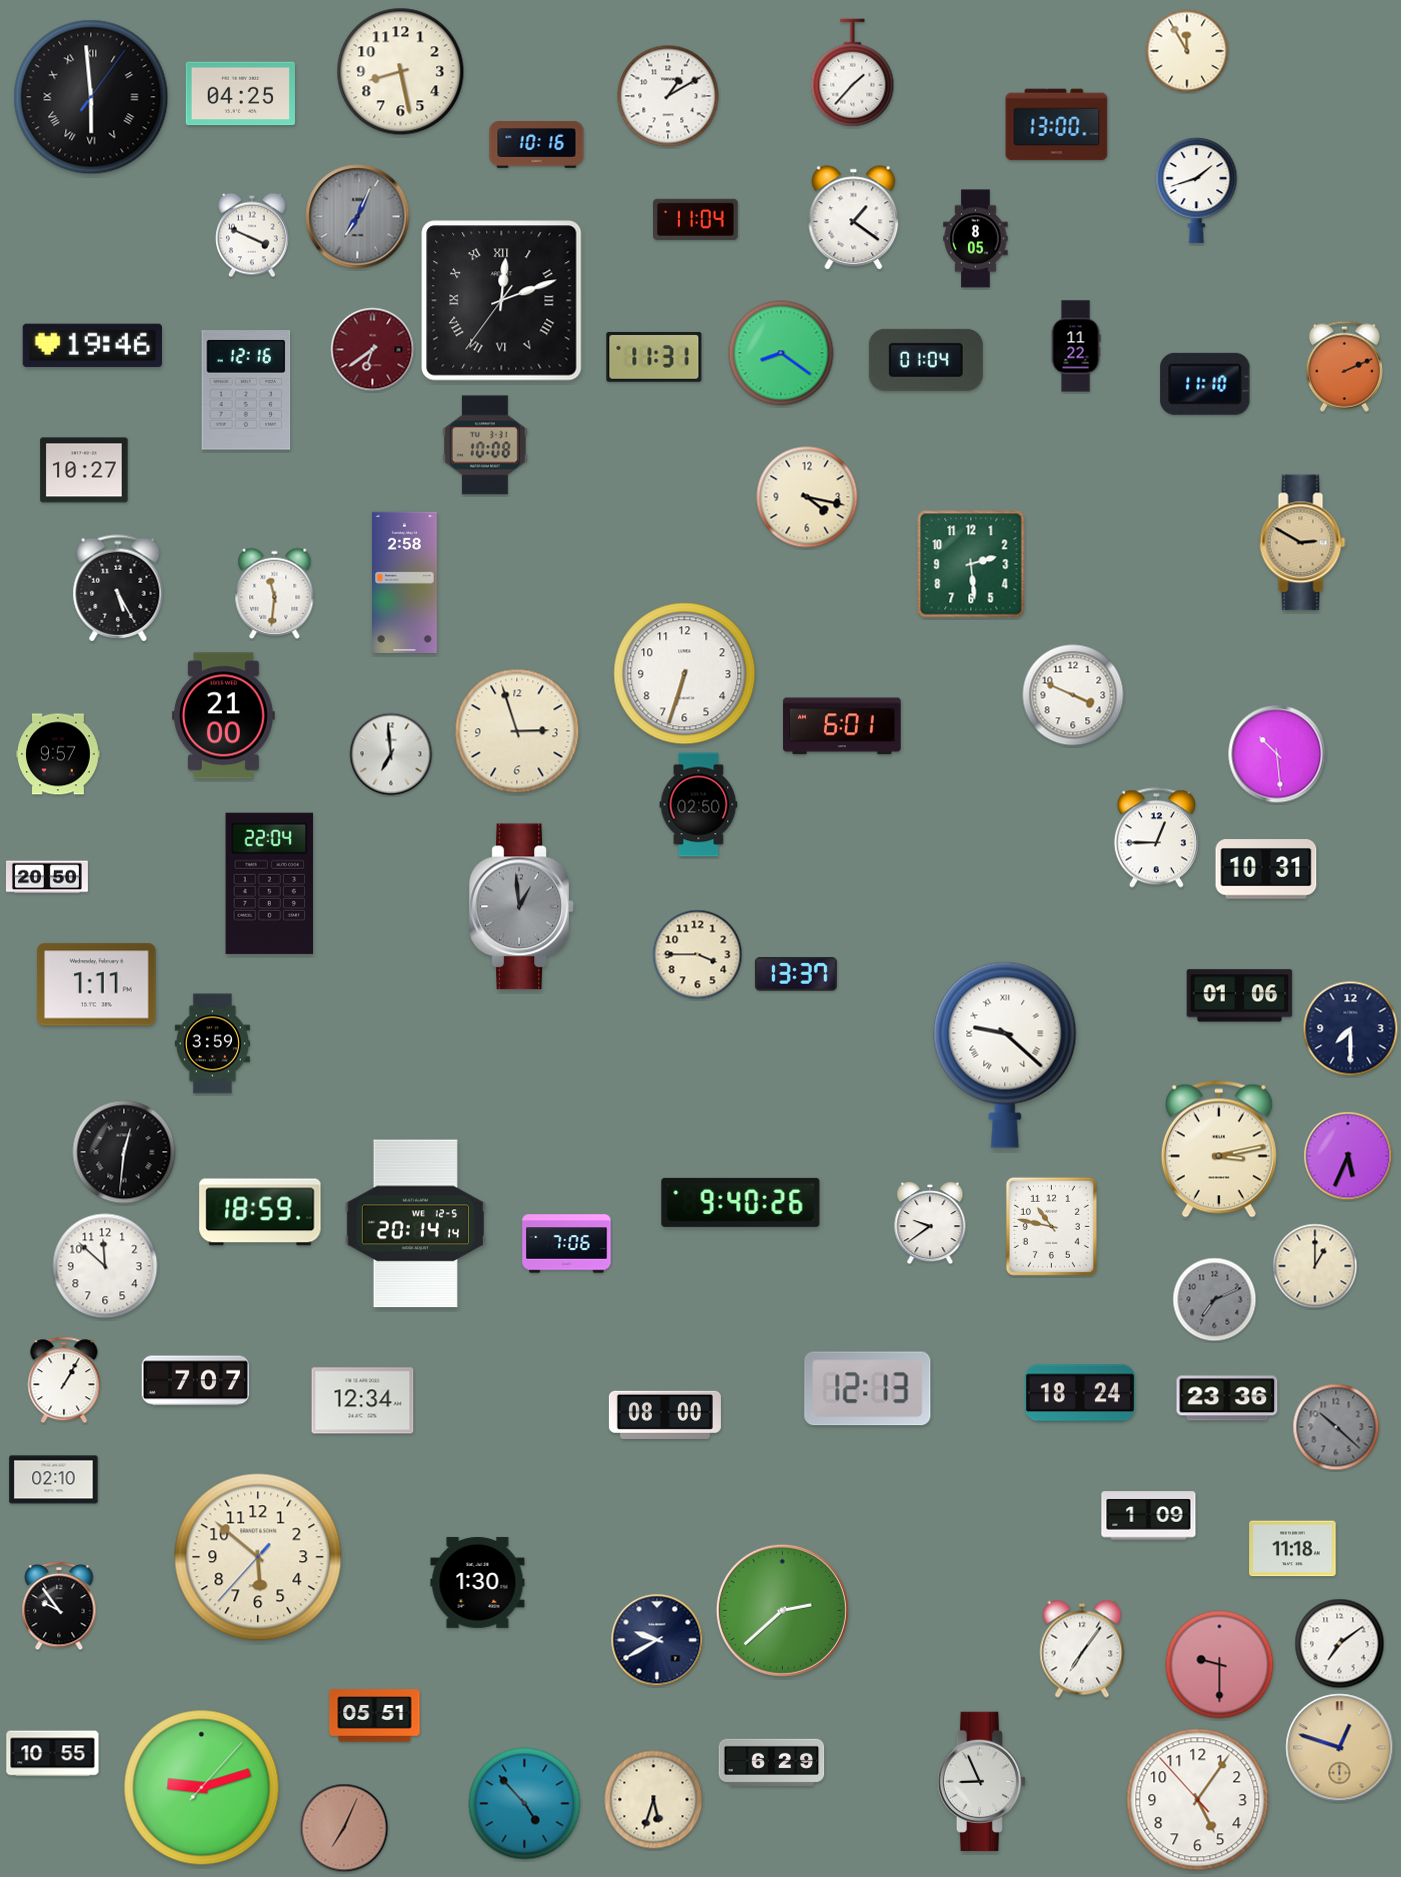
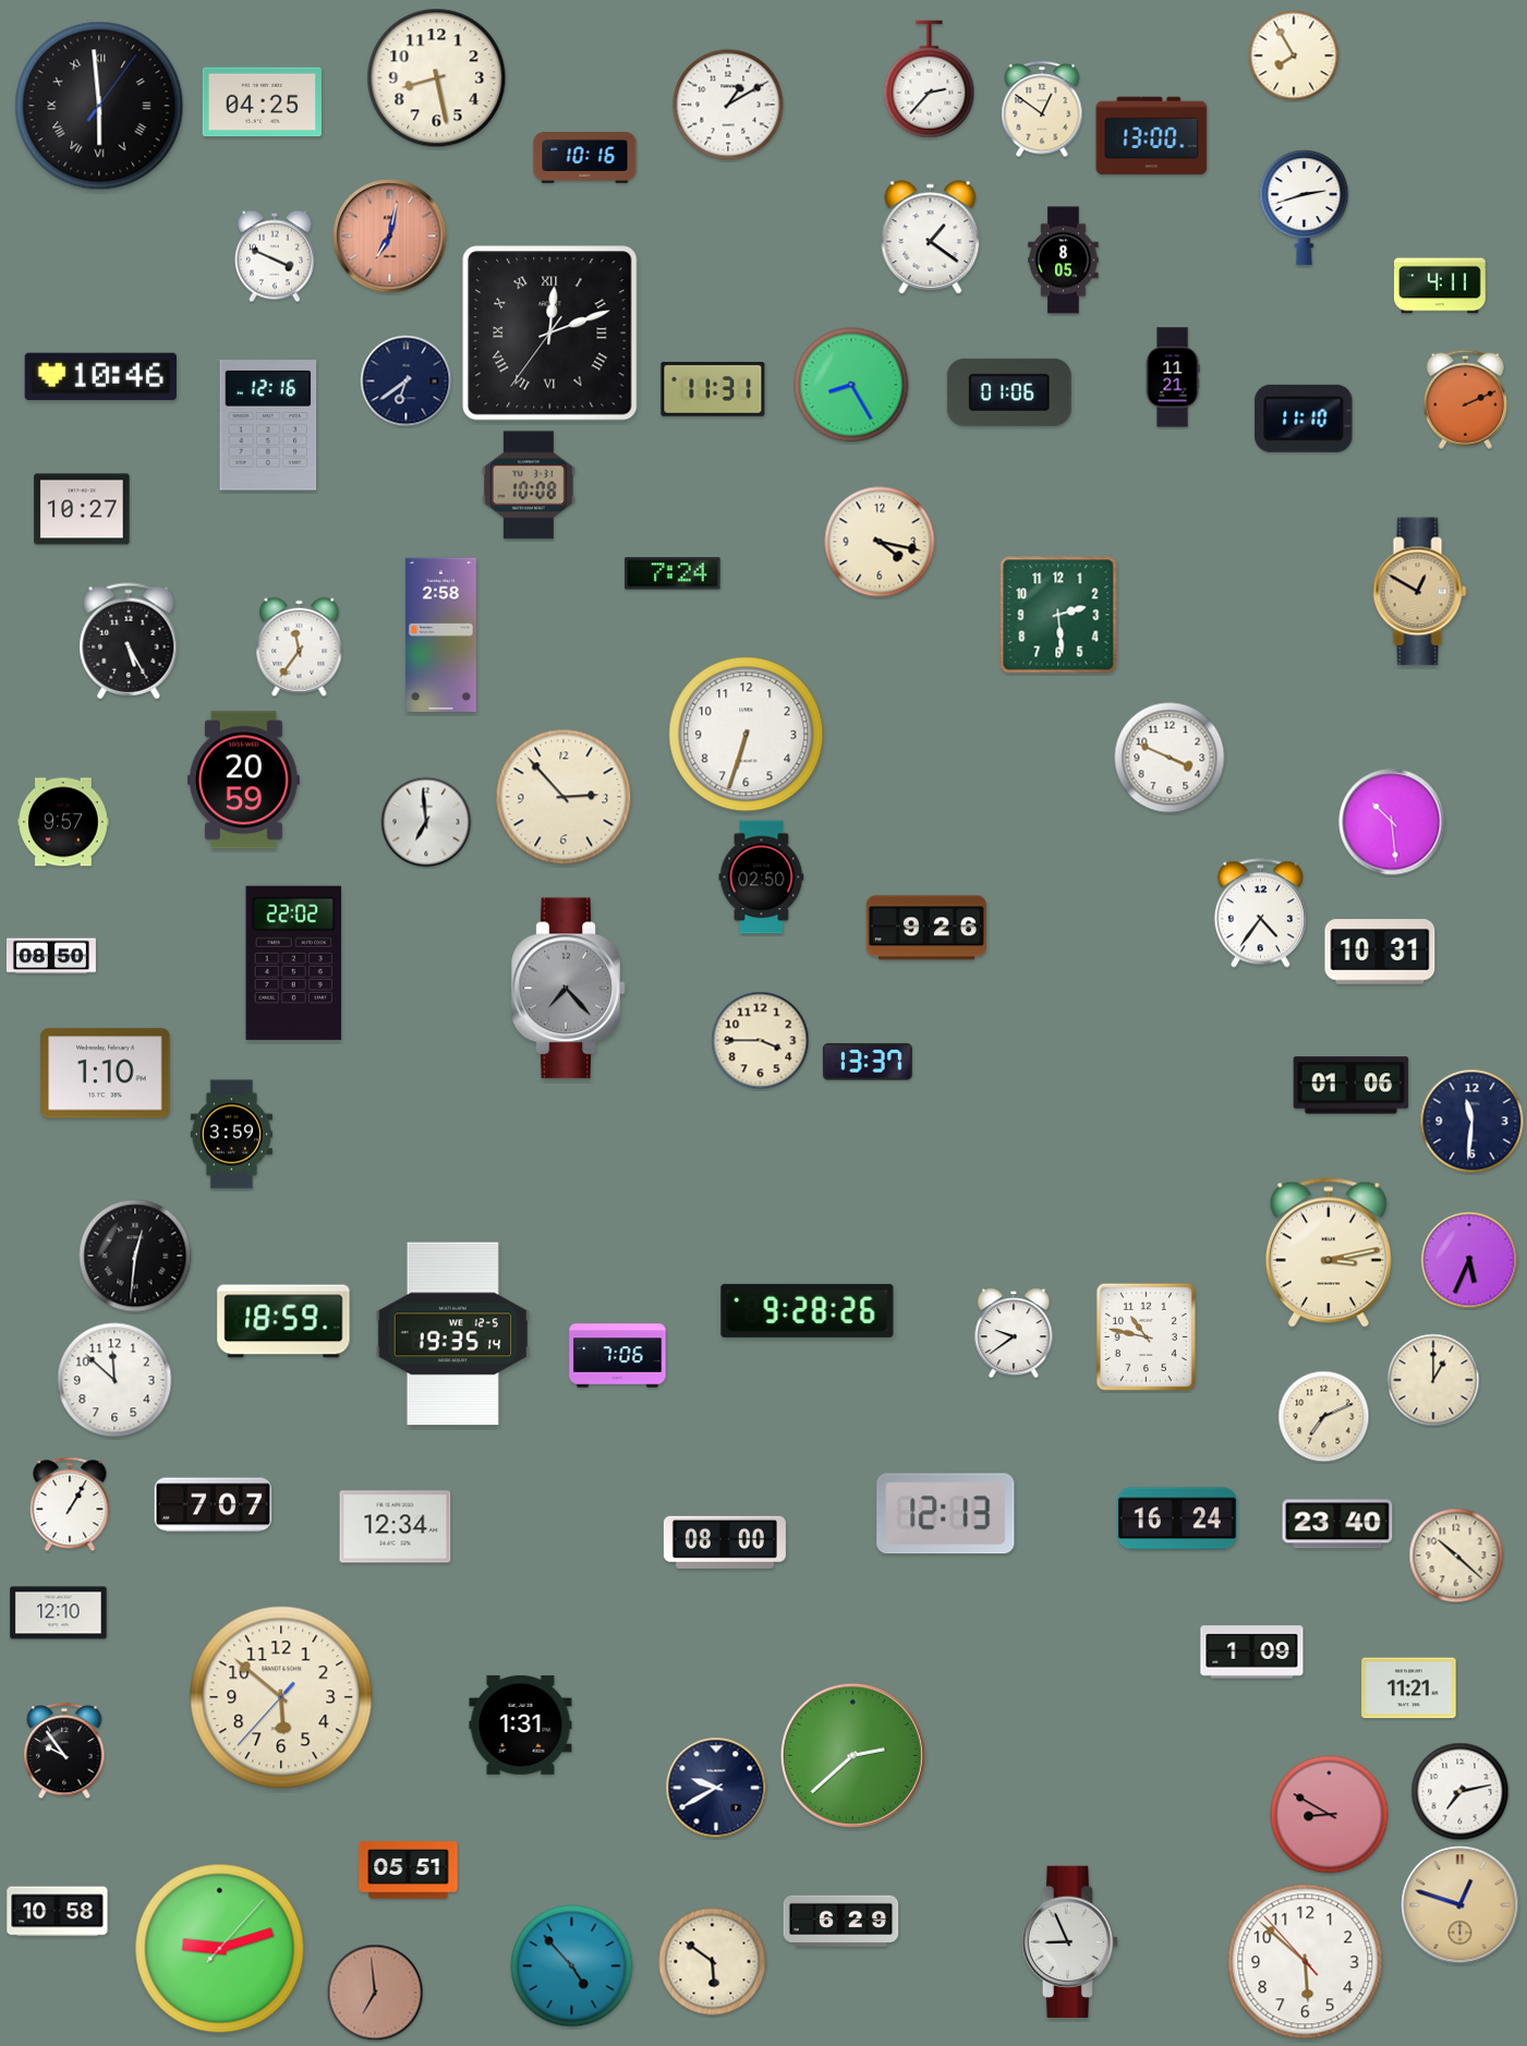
clock at (1187, 51): 11:55 -> 7:55
clock at (853, 73): 1:37 -> 2:37
clock at (1042, 110): none -> 12:51
clock at (1197, 191): 1:42 -> 2:42
clock at (358, 217): 7:04 -> 7:02
clock at (358, 217) dial: grey -> salmon
clock at (696, 219): 11:04 -> none
clock at (1440, 286): none -> 4:11
clock at (502, 301) position: (502, 301) -> (550, 334)
clock at (92, 346): 19:46 -> 10:46
clock at (1076, 346): 11:22 -> 11:21
clock at (373, 350) dial: burgundy -> navy
clock at (781, 353): 8:21 -> 8:25
clock at (926, 360): 01:04 -> 01:06
clock at (1205, 384) position: (1205, 384) -> (1304, 419)
clock at (84, 470) position: (84, 470) -> (82, 509)
clock at (672, 573): none -> 7:24
clock at (1303, 543): 2:50 -> 12:50
clock at (275, 593): 11:31 -> 11:36
clock at (224, 716): 21:00 -> 20:59
clock at (842, 726): 6:01 -> none
clock at (517, 731): 2:57 -> 2:53
clock at (1156, 838): 12:45 -> 4:36
clock at (926, 928): none -> 9:26
clock at (1266, 869) position: (1266, 869) -> (1380, 952)
clock at (47, 877): 20:50 -> 08:50
clock at (270, 883): 22:04 -> 22:02
clock at (522, 907): 12:59 -> 7:23
clock at (97, 985): 1:11 -> 1:10
clock at (1351, 1029): 7:30 -> 11:31
clock at (212, 1044) position: (212, 1044) -> (231, 1135)
clock at (1005, 1055): 9:22 -> none
clock at (741, 1202): 9:40 -> 9:28
clock at (415, 1224): 20:14 -> 19:35
clock at (1215, 1300) dial: grey -> cream
clock at (1080, 1393): 18:24 -> 16:24
clock at (1227, 1398): 23:36 -> 23:40
clock at (1336, 1427) dial: grey -> cream
clock at (54, 1480): 02:10 -> 12:10
clock at (1293, 1549): 11:18 -> 11:21
clock at (478, 1582): 1:30 -> 1:31
clock at (1340, 1644): 7:09 -> 7:13
clock at (1082, 1649): 7:06 -> none
clock at (1220, 1665): 9:30 -> 8:50
clock at (53, 1754): 10:55 -> 10:58
clock at (654, 1800): 5:33 -> 5:51
clock at (1198, 1800): 5:05 -> 5:51
clock at (344, 1828): 7:04 -> 6:59
